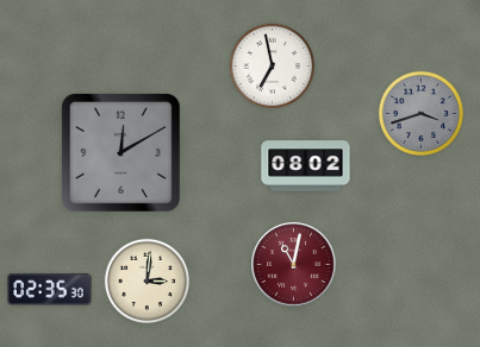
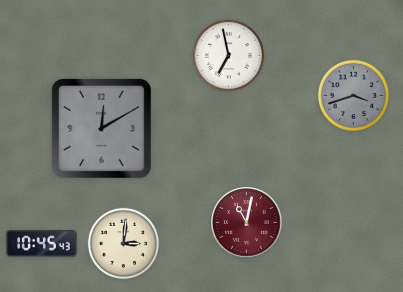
clock at (306, 166): 08:02 -> none
clock at (147, 280) position: (147, 280) -> (123, 243)
clock at (50, 289): 02:35 -> 10:45
